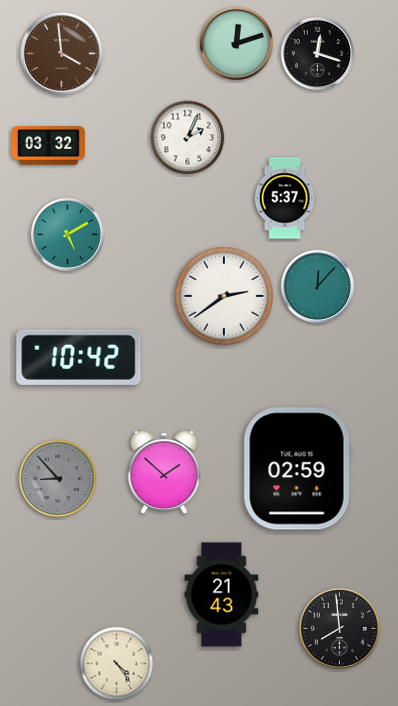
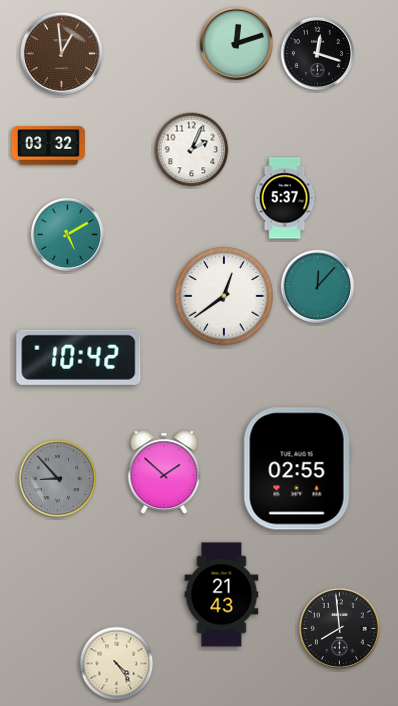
clock at (61, 53): 3:59 -> 12:59
clock at (188, 138) position: (188, 138) -> (192, 150)
clock at (224, 296): 2:39 -> 12:39
clock at (297, 469): 02:59 -> 02:55
